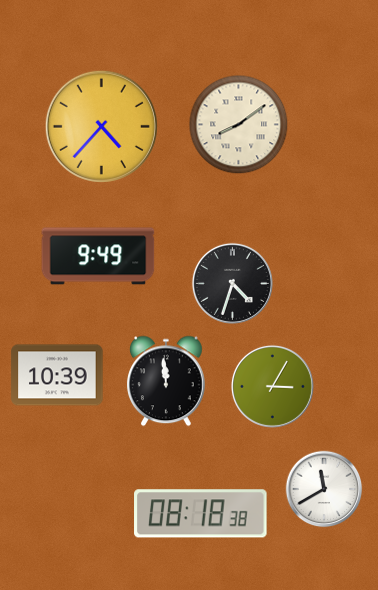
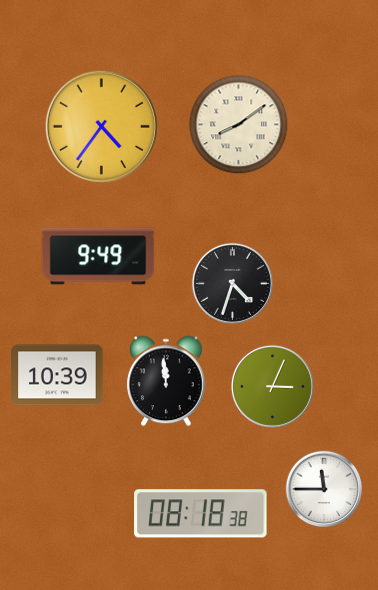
clock at (101, 126): 4:37 -> 4:36
clock at (272, 386): 3:05 -> 3:04
clock at (324, 489): 11:40 -> 11:45
